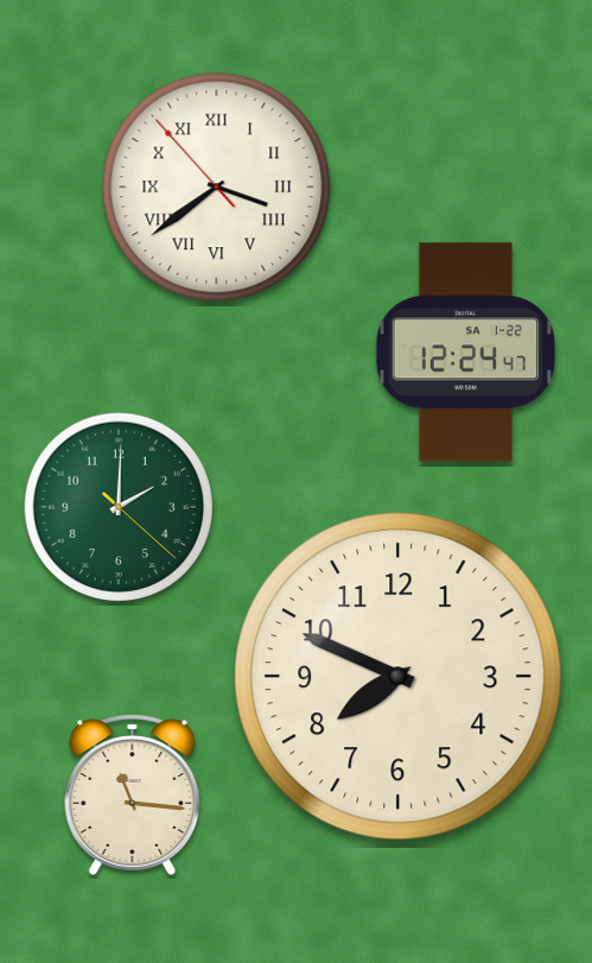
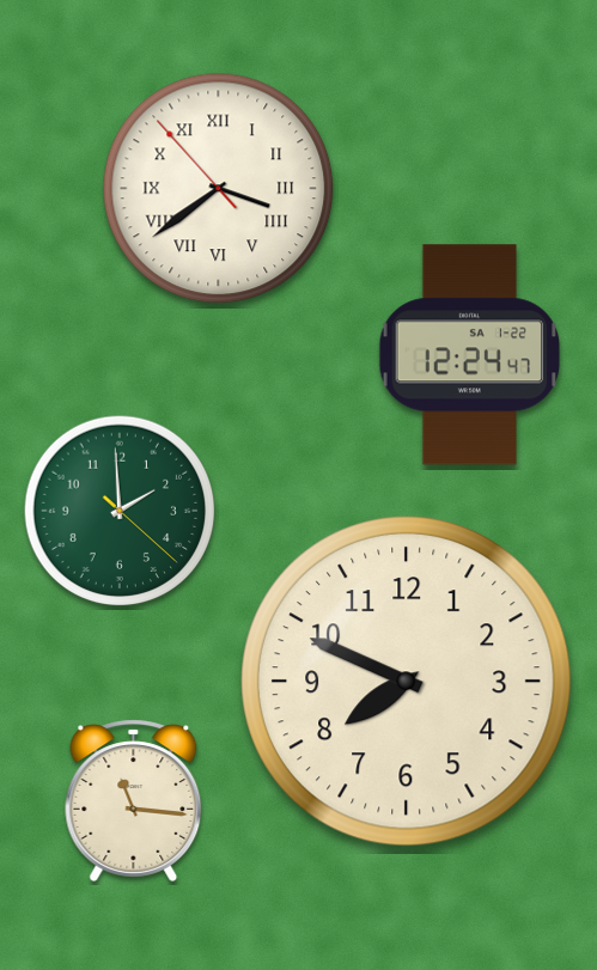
clock at (119, 507): 2:00 -> 1:59
clock at (399, 677) position: (399, 677) -> (407, 682)
